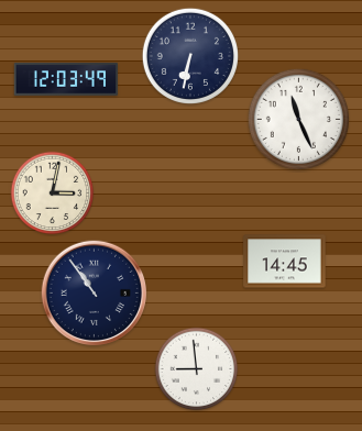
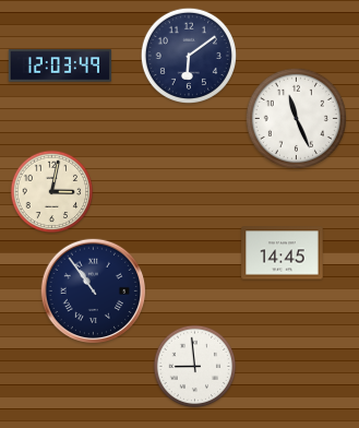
clock at (189, 55): 6:32 -> 6:09
clock at (66, 79) position: (66, 79) -> (60, 66)
clock at (285, 262) position: (285, 262) -> (283, 253)
